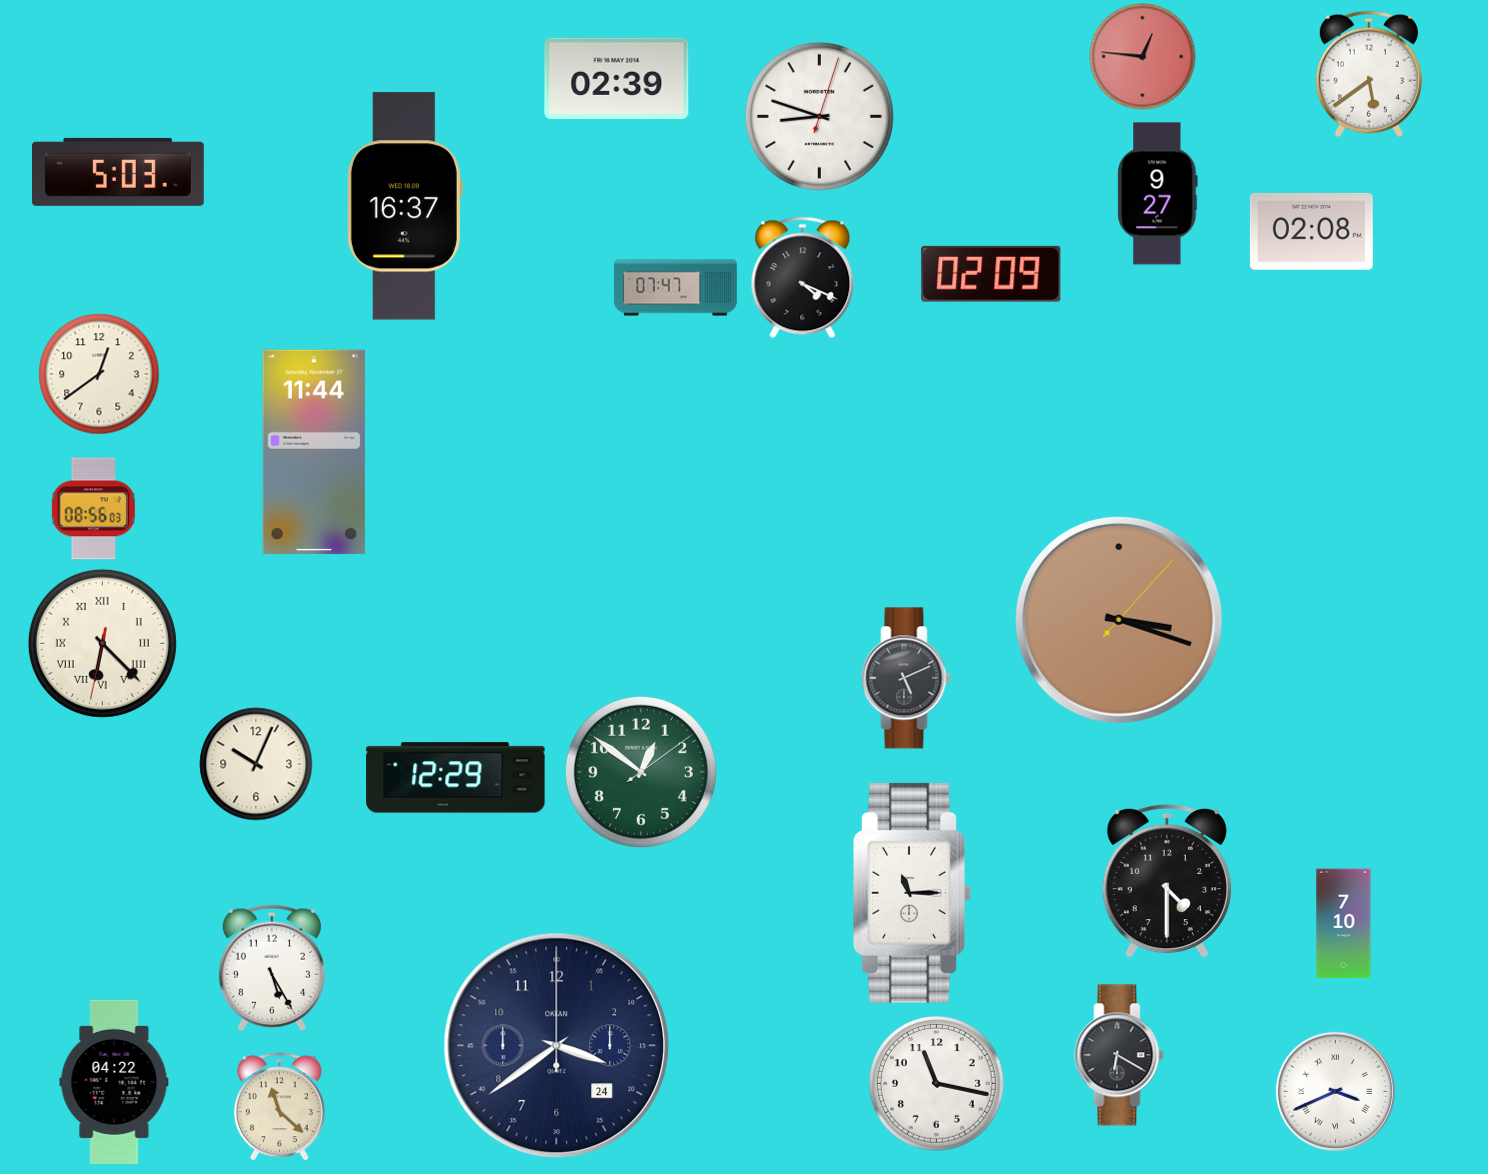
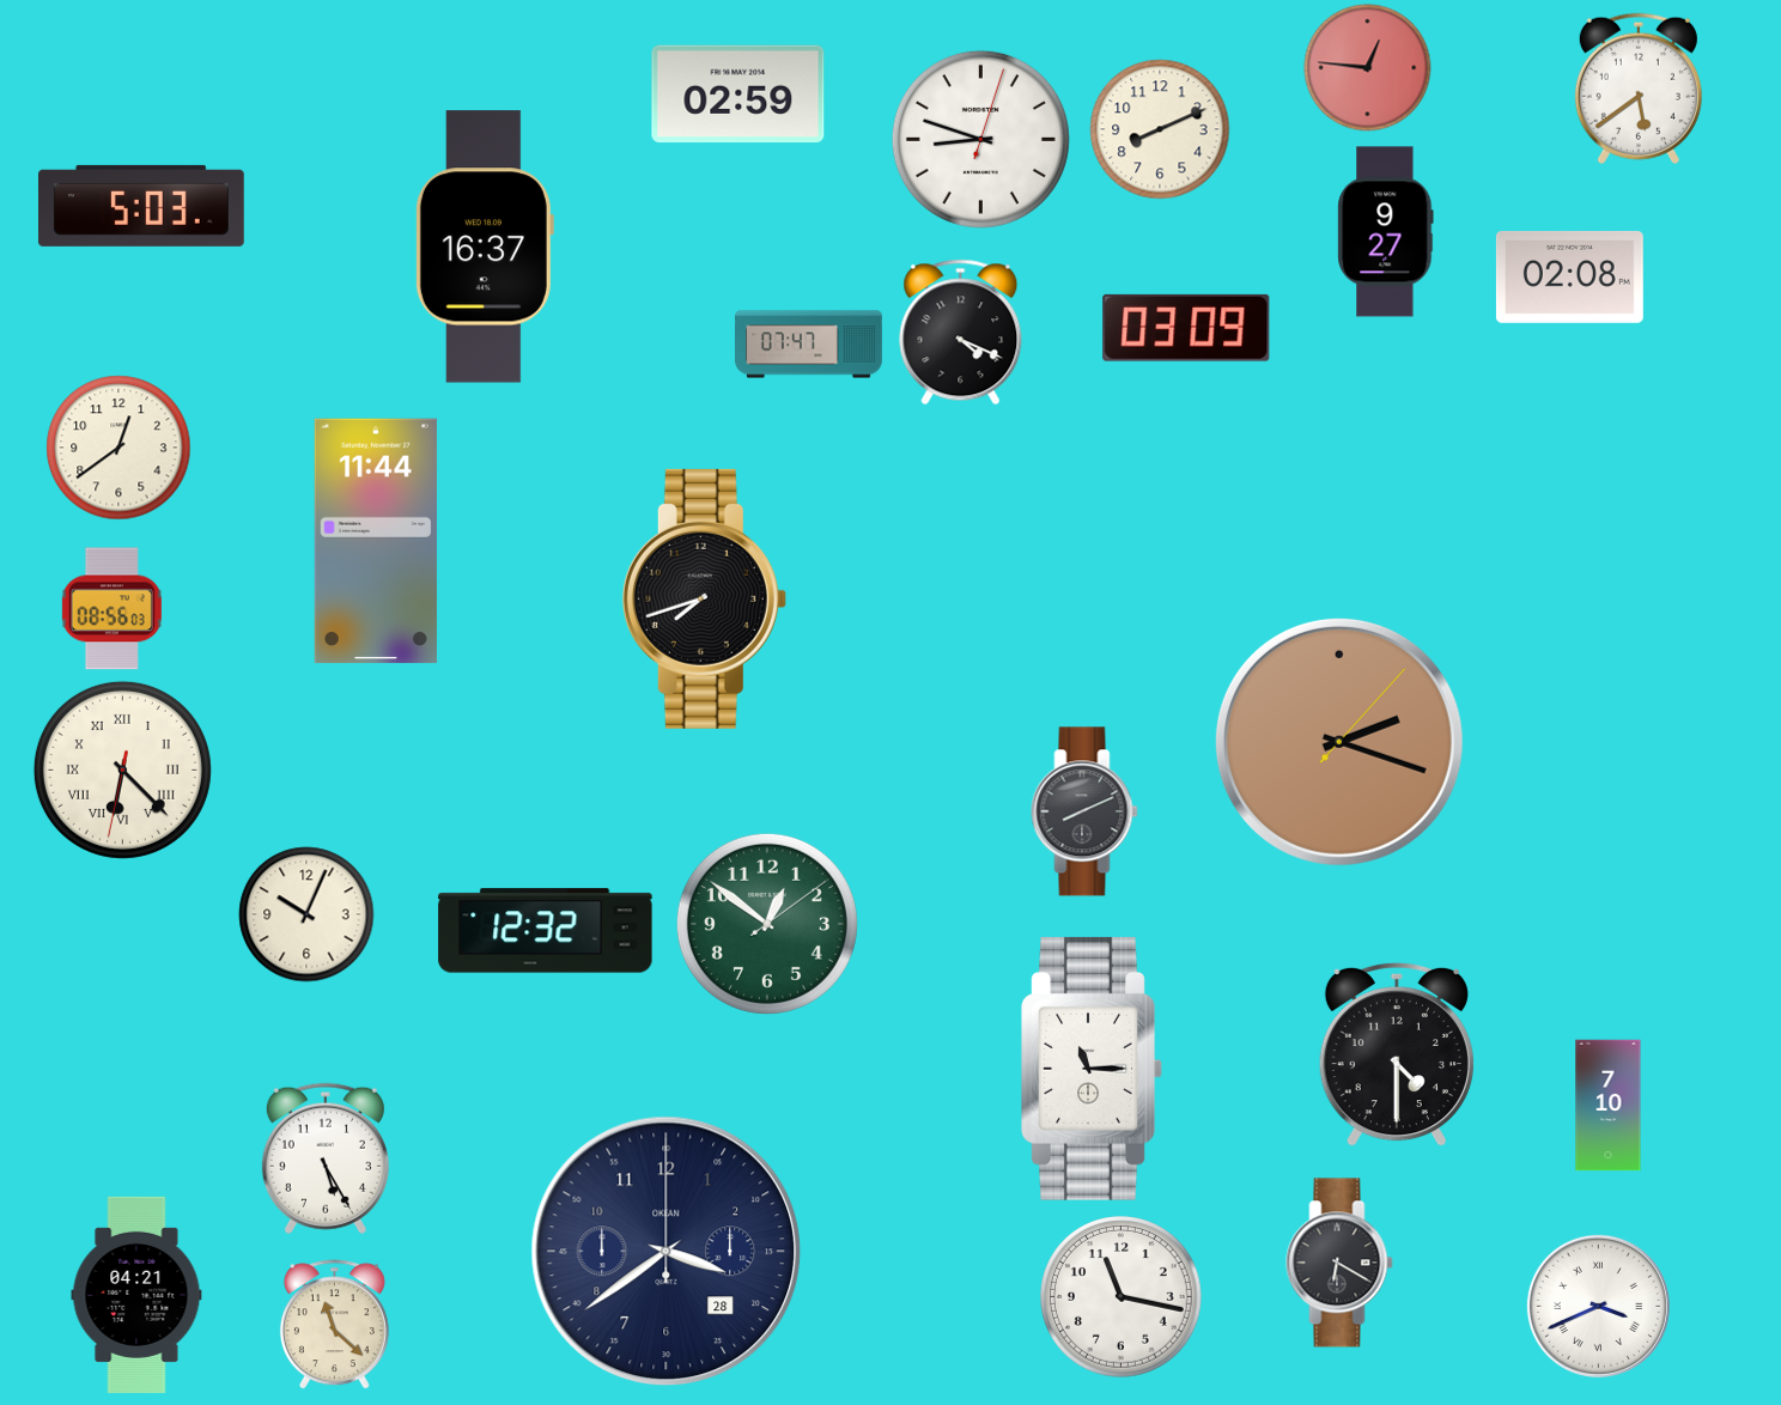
clock at (617, 79): 02:39 -> 02:59
clock at (1160, 129): none -> 8:11
clock at (991, 274): 02:09 -> 03:09
clock at (704, 598): none -> 7:42
clock at (1119, 620): 3:18 -> 2:18
clock at (906, 678): 5:11 -> 8:11
clock at (456, 778): 12:29 -> 12:32
clock at (557, 1046) date: 24 -> 28
clock at (114, 1082): 04:22 -> 04:21
